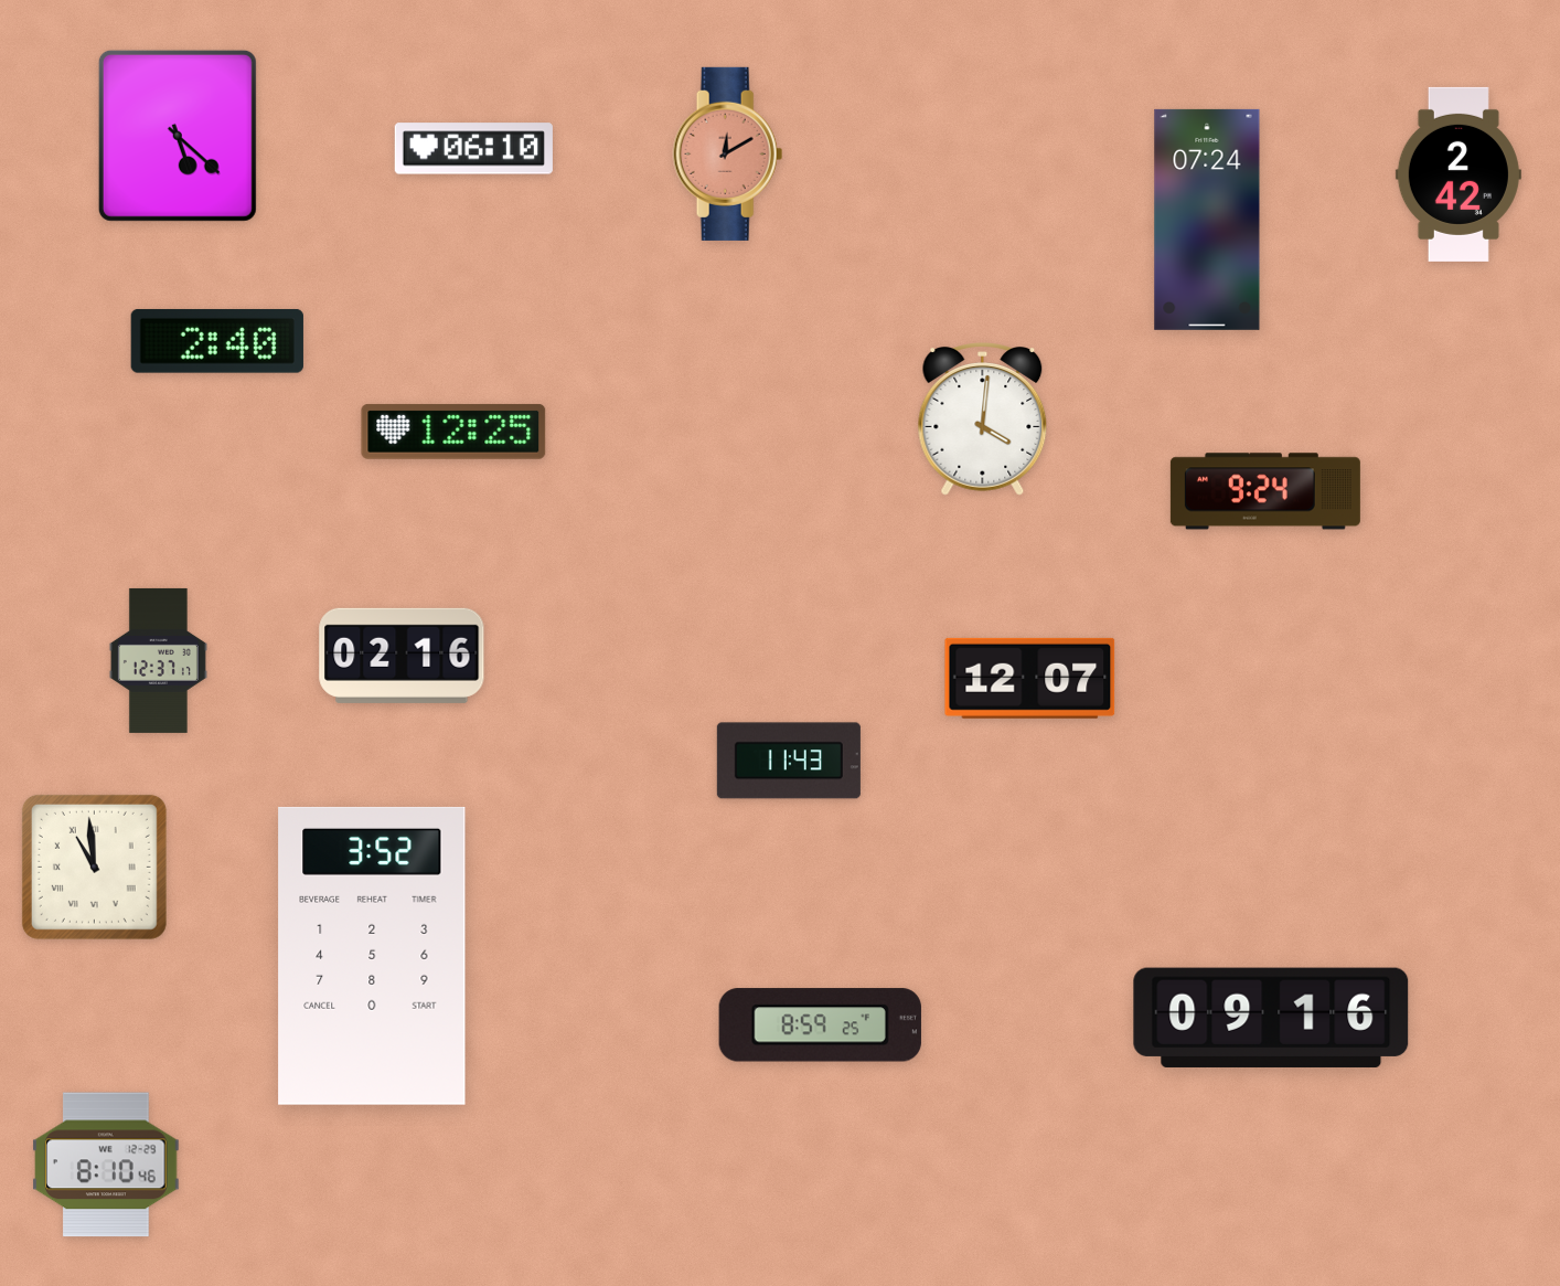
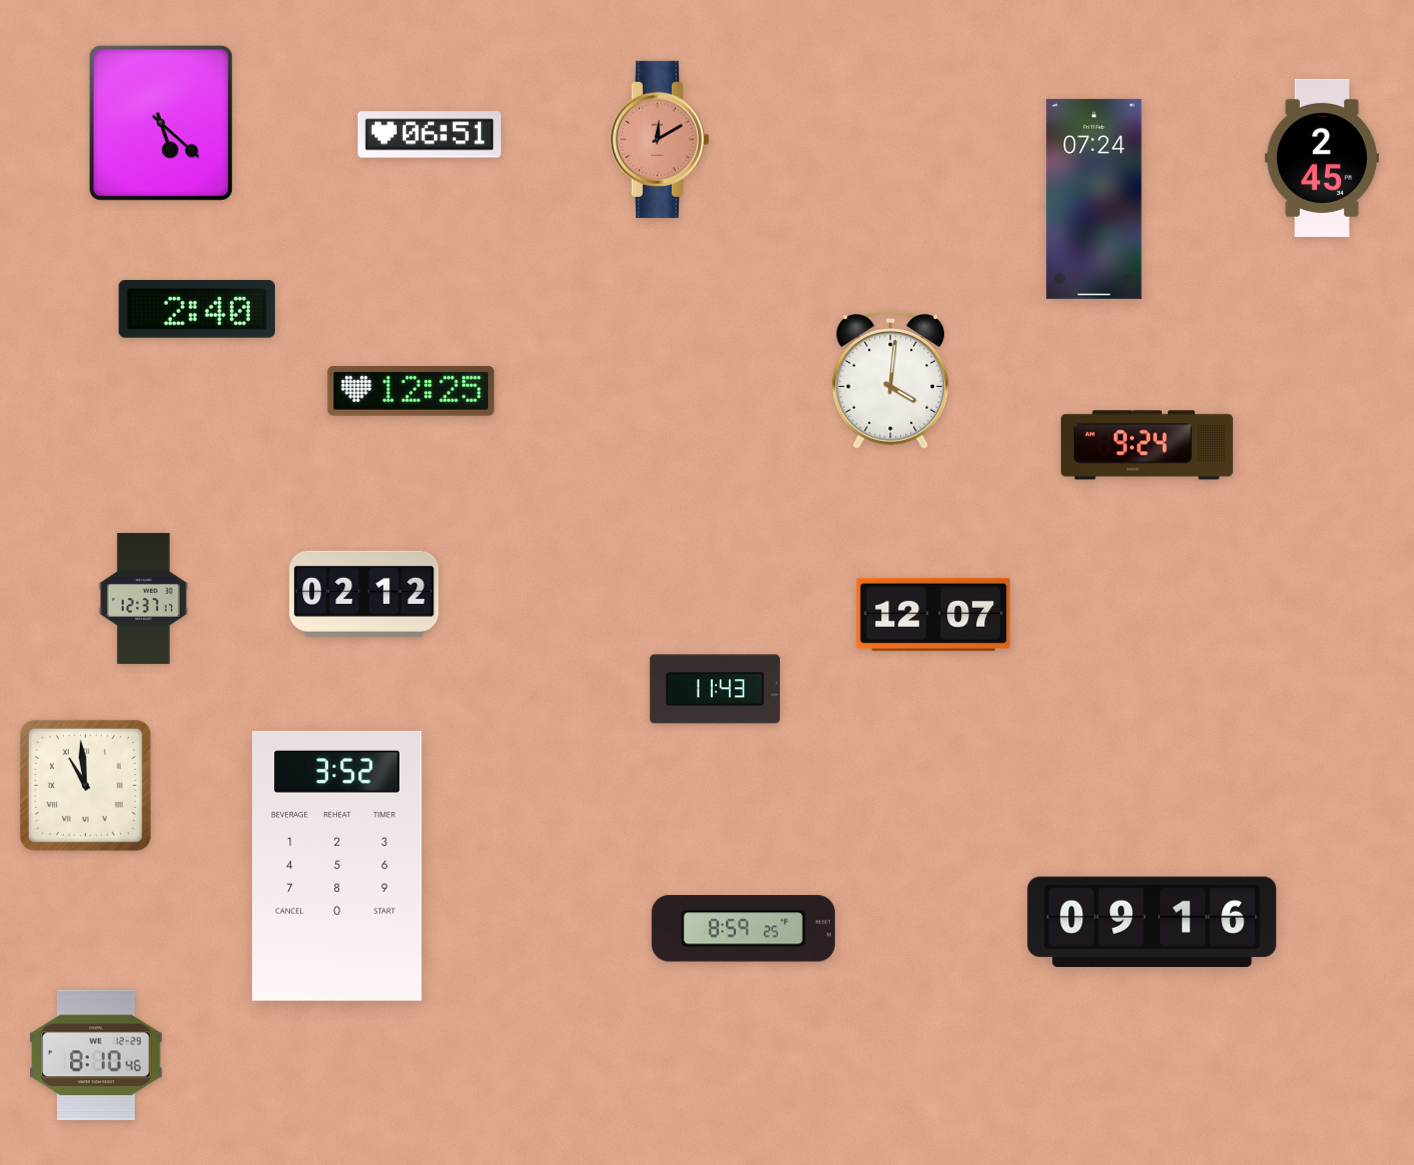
clock at (473, 149): 06:10 -> 06:51
clock at (1459, 174): 2:42 -> 2:45
clock at (402, 656): 02:16 -> 02:12
